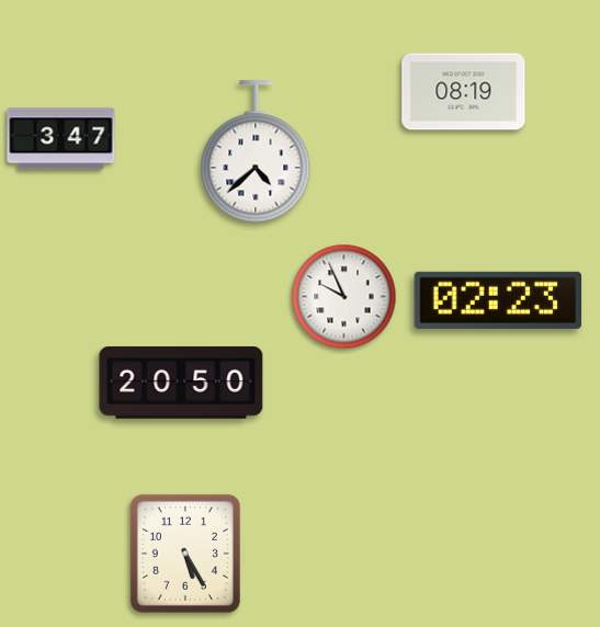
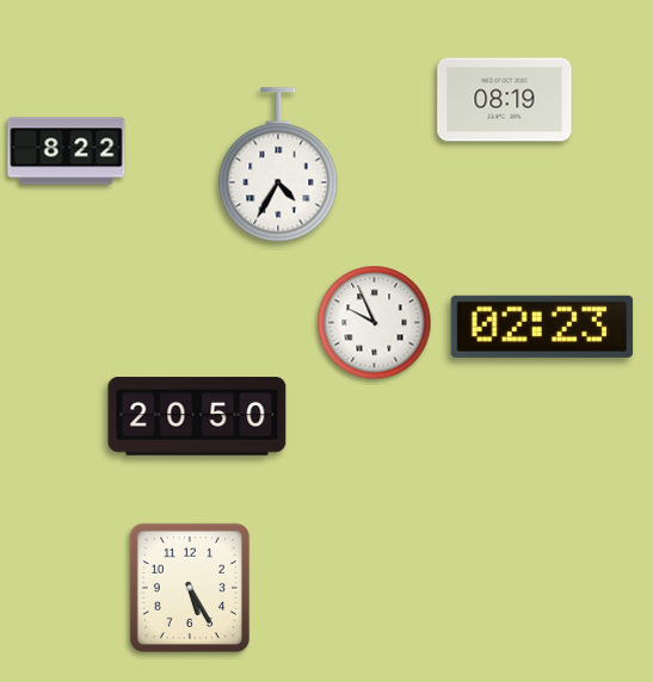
clock at (61, 139): 3:47 -> 8:22
clock at (256, 151): 4:38 -> 4:35
clock at (185, 554) position: (185, 554) -> (190, 588)
